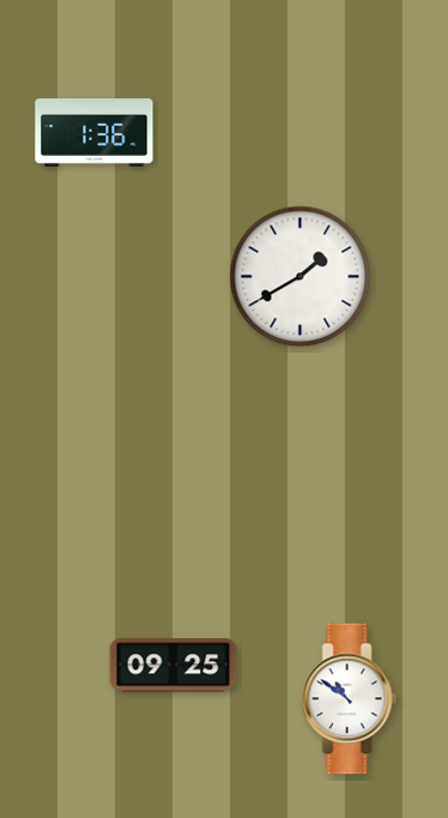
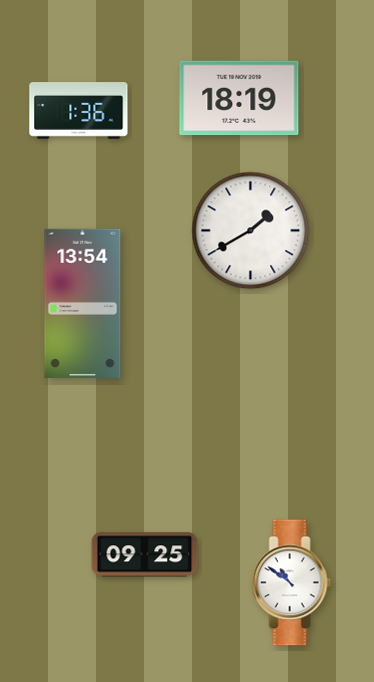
clock at (239, 98): none -> 18:19
clock at (83, 303): none -> 13:54
